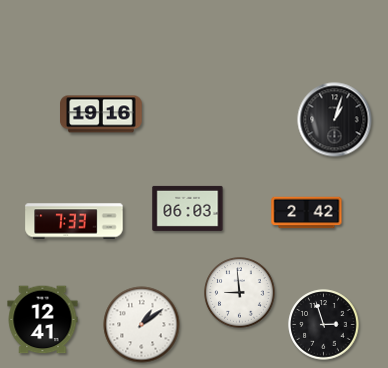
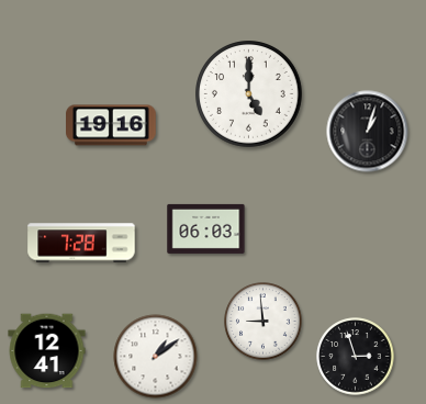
clock at (249, 94): none -> 5:00
clock at (307, 213): 2:42 -> none
clock at (74, 221): 7:33 -> 7:28
